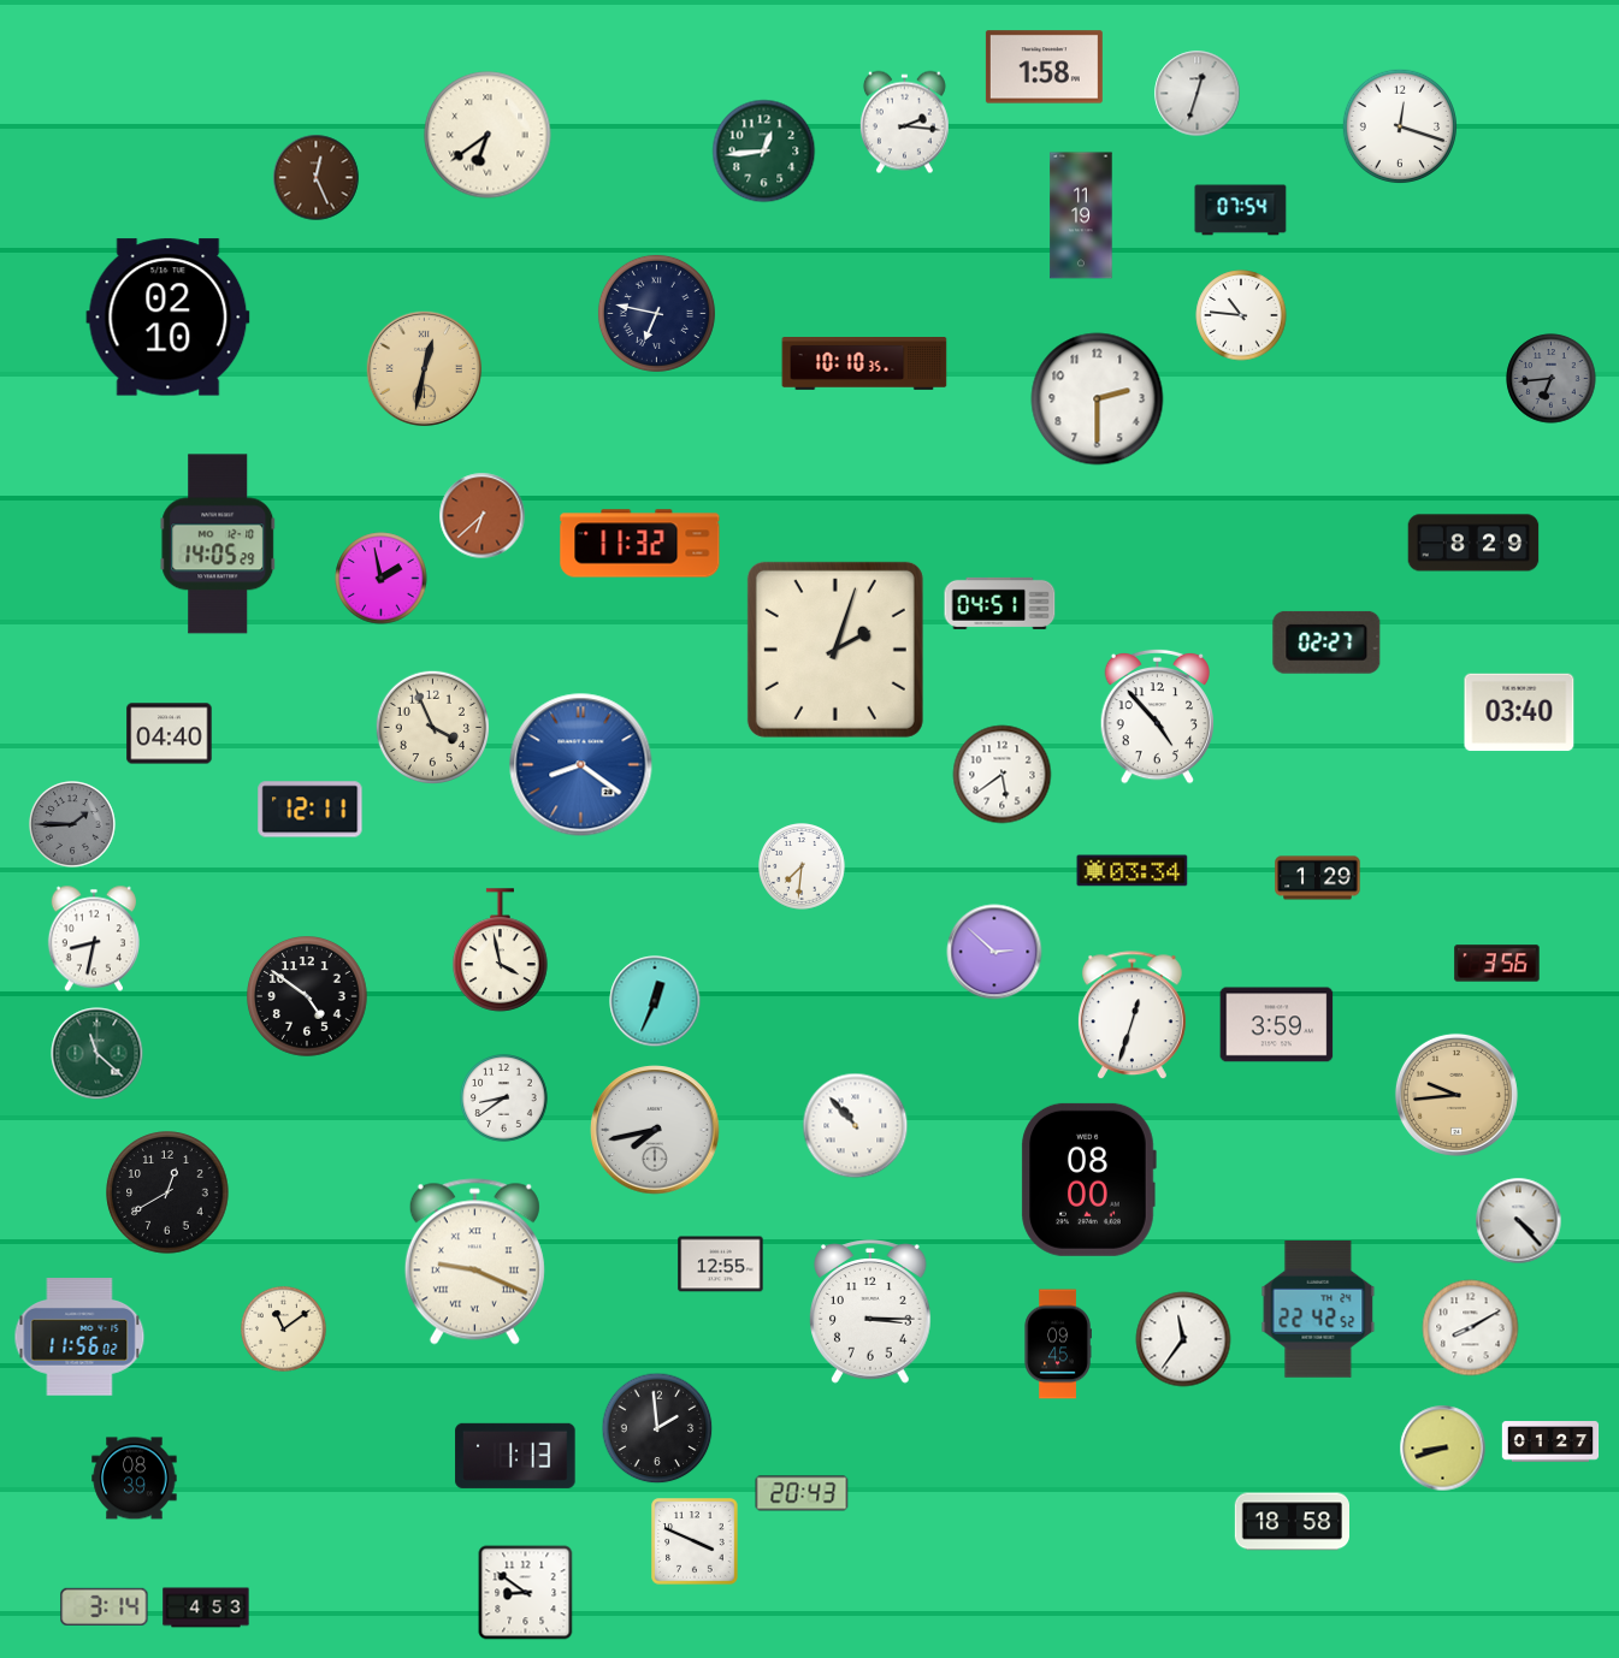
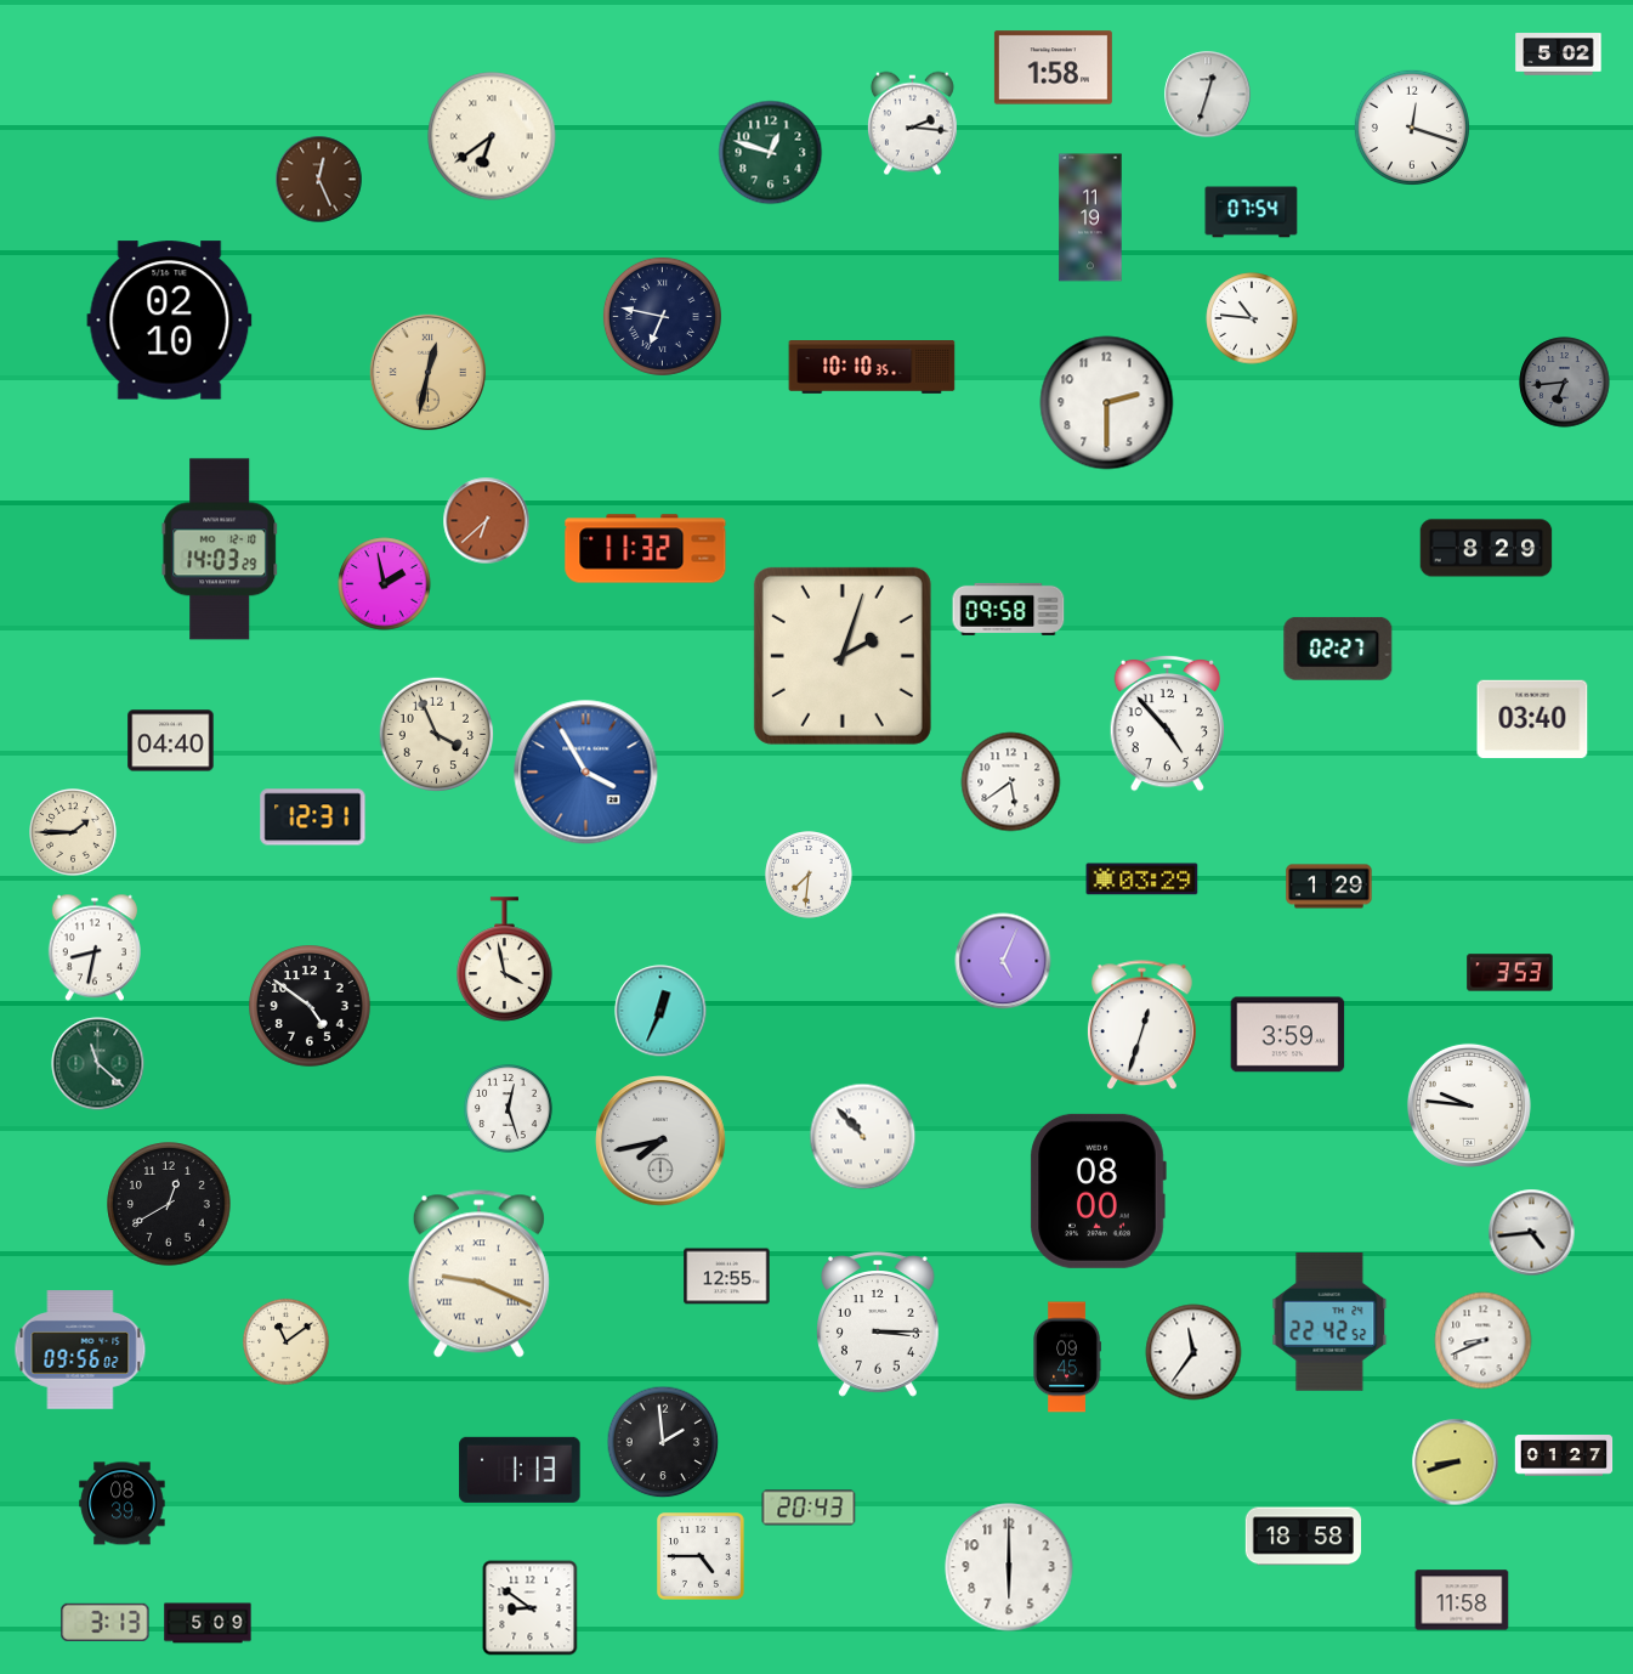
clock at (1559, 55): none -> 5:02
clock at (764, 152): 12:44 -> 12:48
clock at (218, 544): 14:05 -> 14:03
clock at (1000, 603): 04:51 -> 09:58
clock at (581, 765): 8:21 -> 3:55
clock at (311, 810): 12:11 -> 12:31
clock at (73, 825) dial: grey -> cream
clock at (1133, 871): 03:34 -> 03:29
clock at (994, 952): 2:52 -> 5:04
clock at (1497, 964): 3:56 -> 3:53
clock at (1456, 1095): 9:44 -> 9:46
clock at (1456, 1095) dial: champagne -> white
clock at (504, 1099): 8:39 -> 12:27
clock at (1519, 1221): 4:23 -> 4:44
clock at (1471, 1328): 8:10 -> 8:41
clock at (79, 1337): 11:56 -> 09:56
clock at (135, 1479) position: (135, 1479) -> (123, 1504)
clock at (695, 1541): 3:49 -> 4:45
clock at (1009, 1567): none -> 6:00
clock at (1462, 1600): none -> 11:58
clock at (105, 1606): 3:14 -> 3:13
clock at (206, 1607): 4:53 -> 5:09
